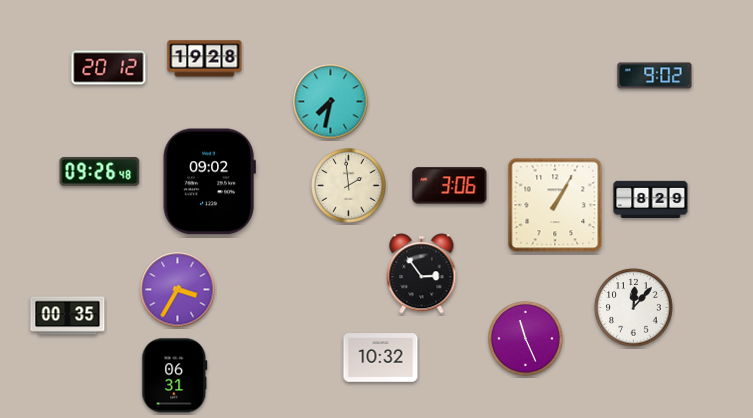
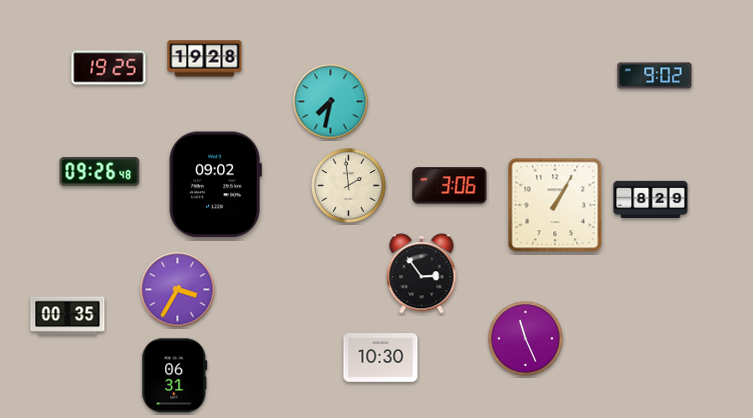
clock at (109, 68): 20:12 -> 19:25
clock at (209, 182) position: (209, 182) -> (215, 185)
clock at (634, 308): 12:07 -> none
clock at (381, 358): 10:32 -> 10:30
